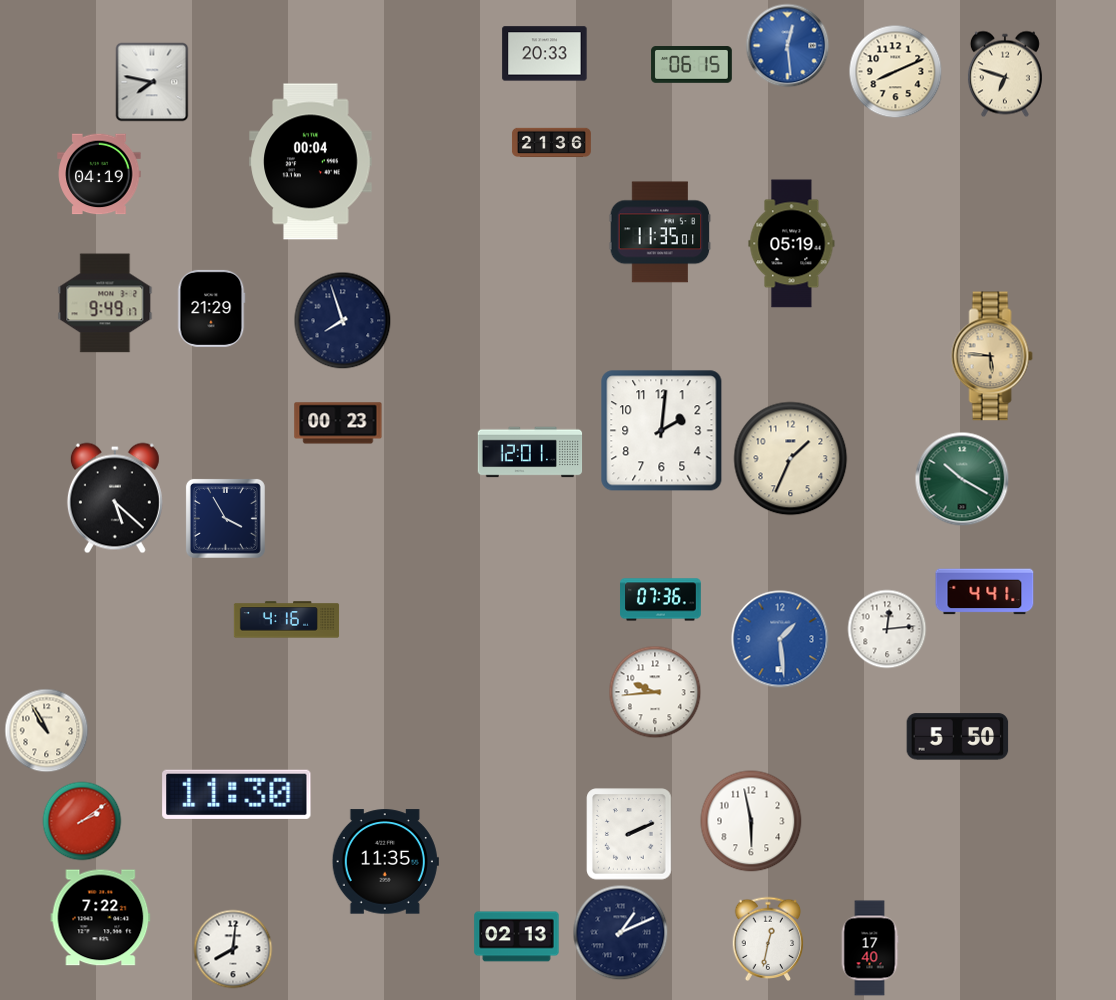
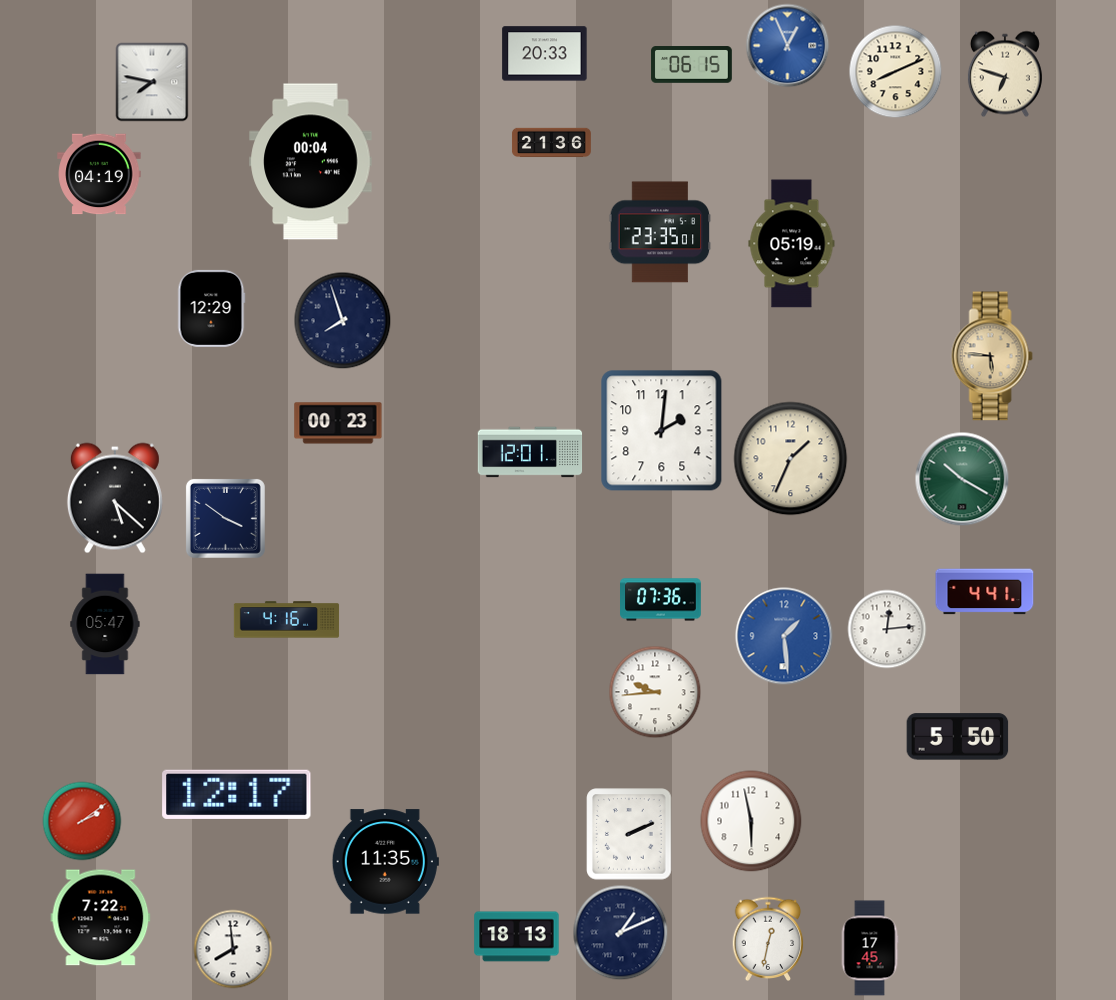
clock at (788, 46): 12:29 -> 12:56
clock at (660, 232): 11:35 -> 23:35
clock at (105, 303): 9:49 -> none
clock at (212, 308): 21:29 -> 12:29
clock at (225, 518): 3:55 -> 3:51
clock at (105, 624): none -> 05:47
clock at (780, 639) position: (780, 639) -> (784, 636)
clock at (47, 731): 10:55 -> none
clock at (237, 794): 11:30 -> 12:17
clock at (517, 937): 02:13 -> 18:13
clock at (870, 948): 17:40 -> 17:45
clock at (233, 949): 8:01 -> 7:59
